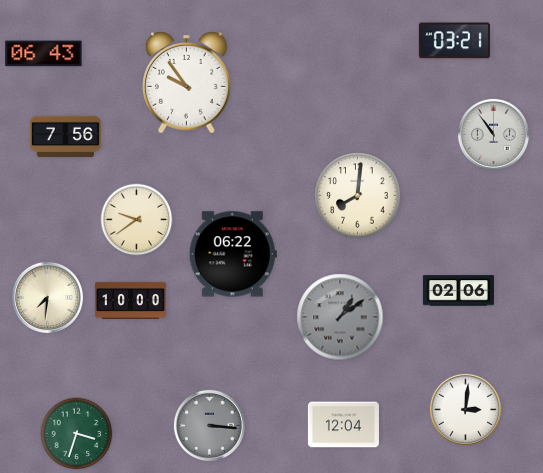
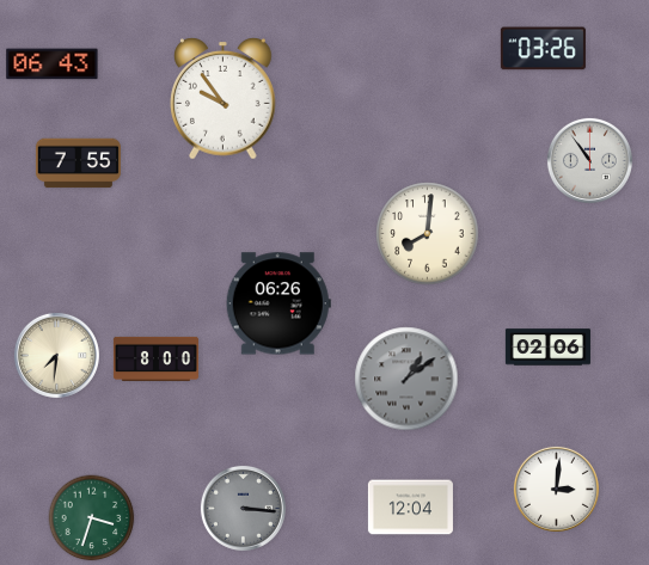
clock at (454, 41): 03:21 -> 03:26
clock at (65, 137): 7:56 -> 7:55
clock at (137, 220): 9:39 -> none
clock at (233, 254): 06:22 -> 06:26
clock at (130, 300): 10:00 -> 8:00
clock at (209, 425) position: (209, 425) -> (243, 508)
